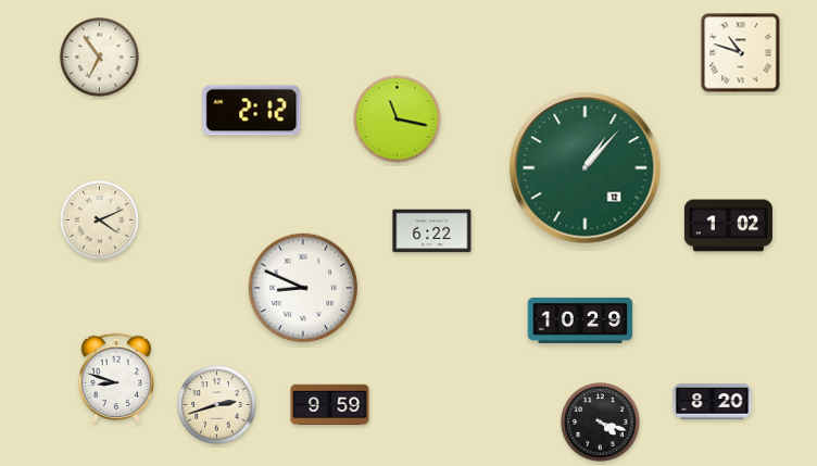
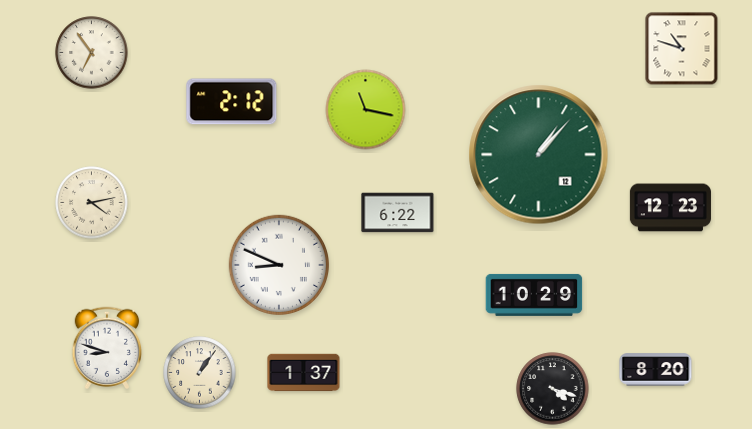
clock at (100, 221): 4:11 -> 4:13
clock at (728, 226): 1:02 -> 12:23
clock at (217, 405): 2:42 -> 1:06
clock at (330, 405): 9:59 -> 1:37
